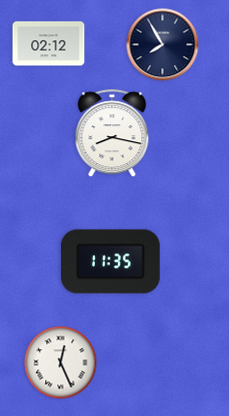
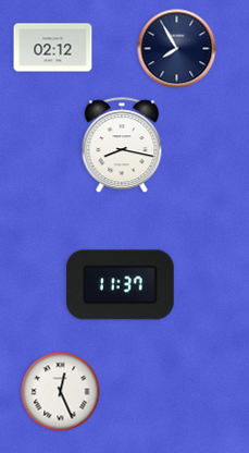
clock at (110, 262): 11:35 -> 11:37
clock at (61, 363) position: (61, 363) -> (61, 392)
